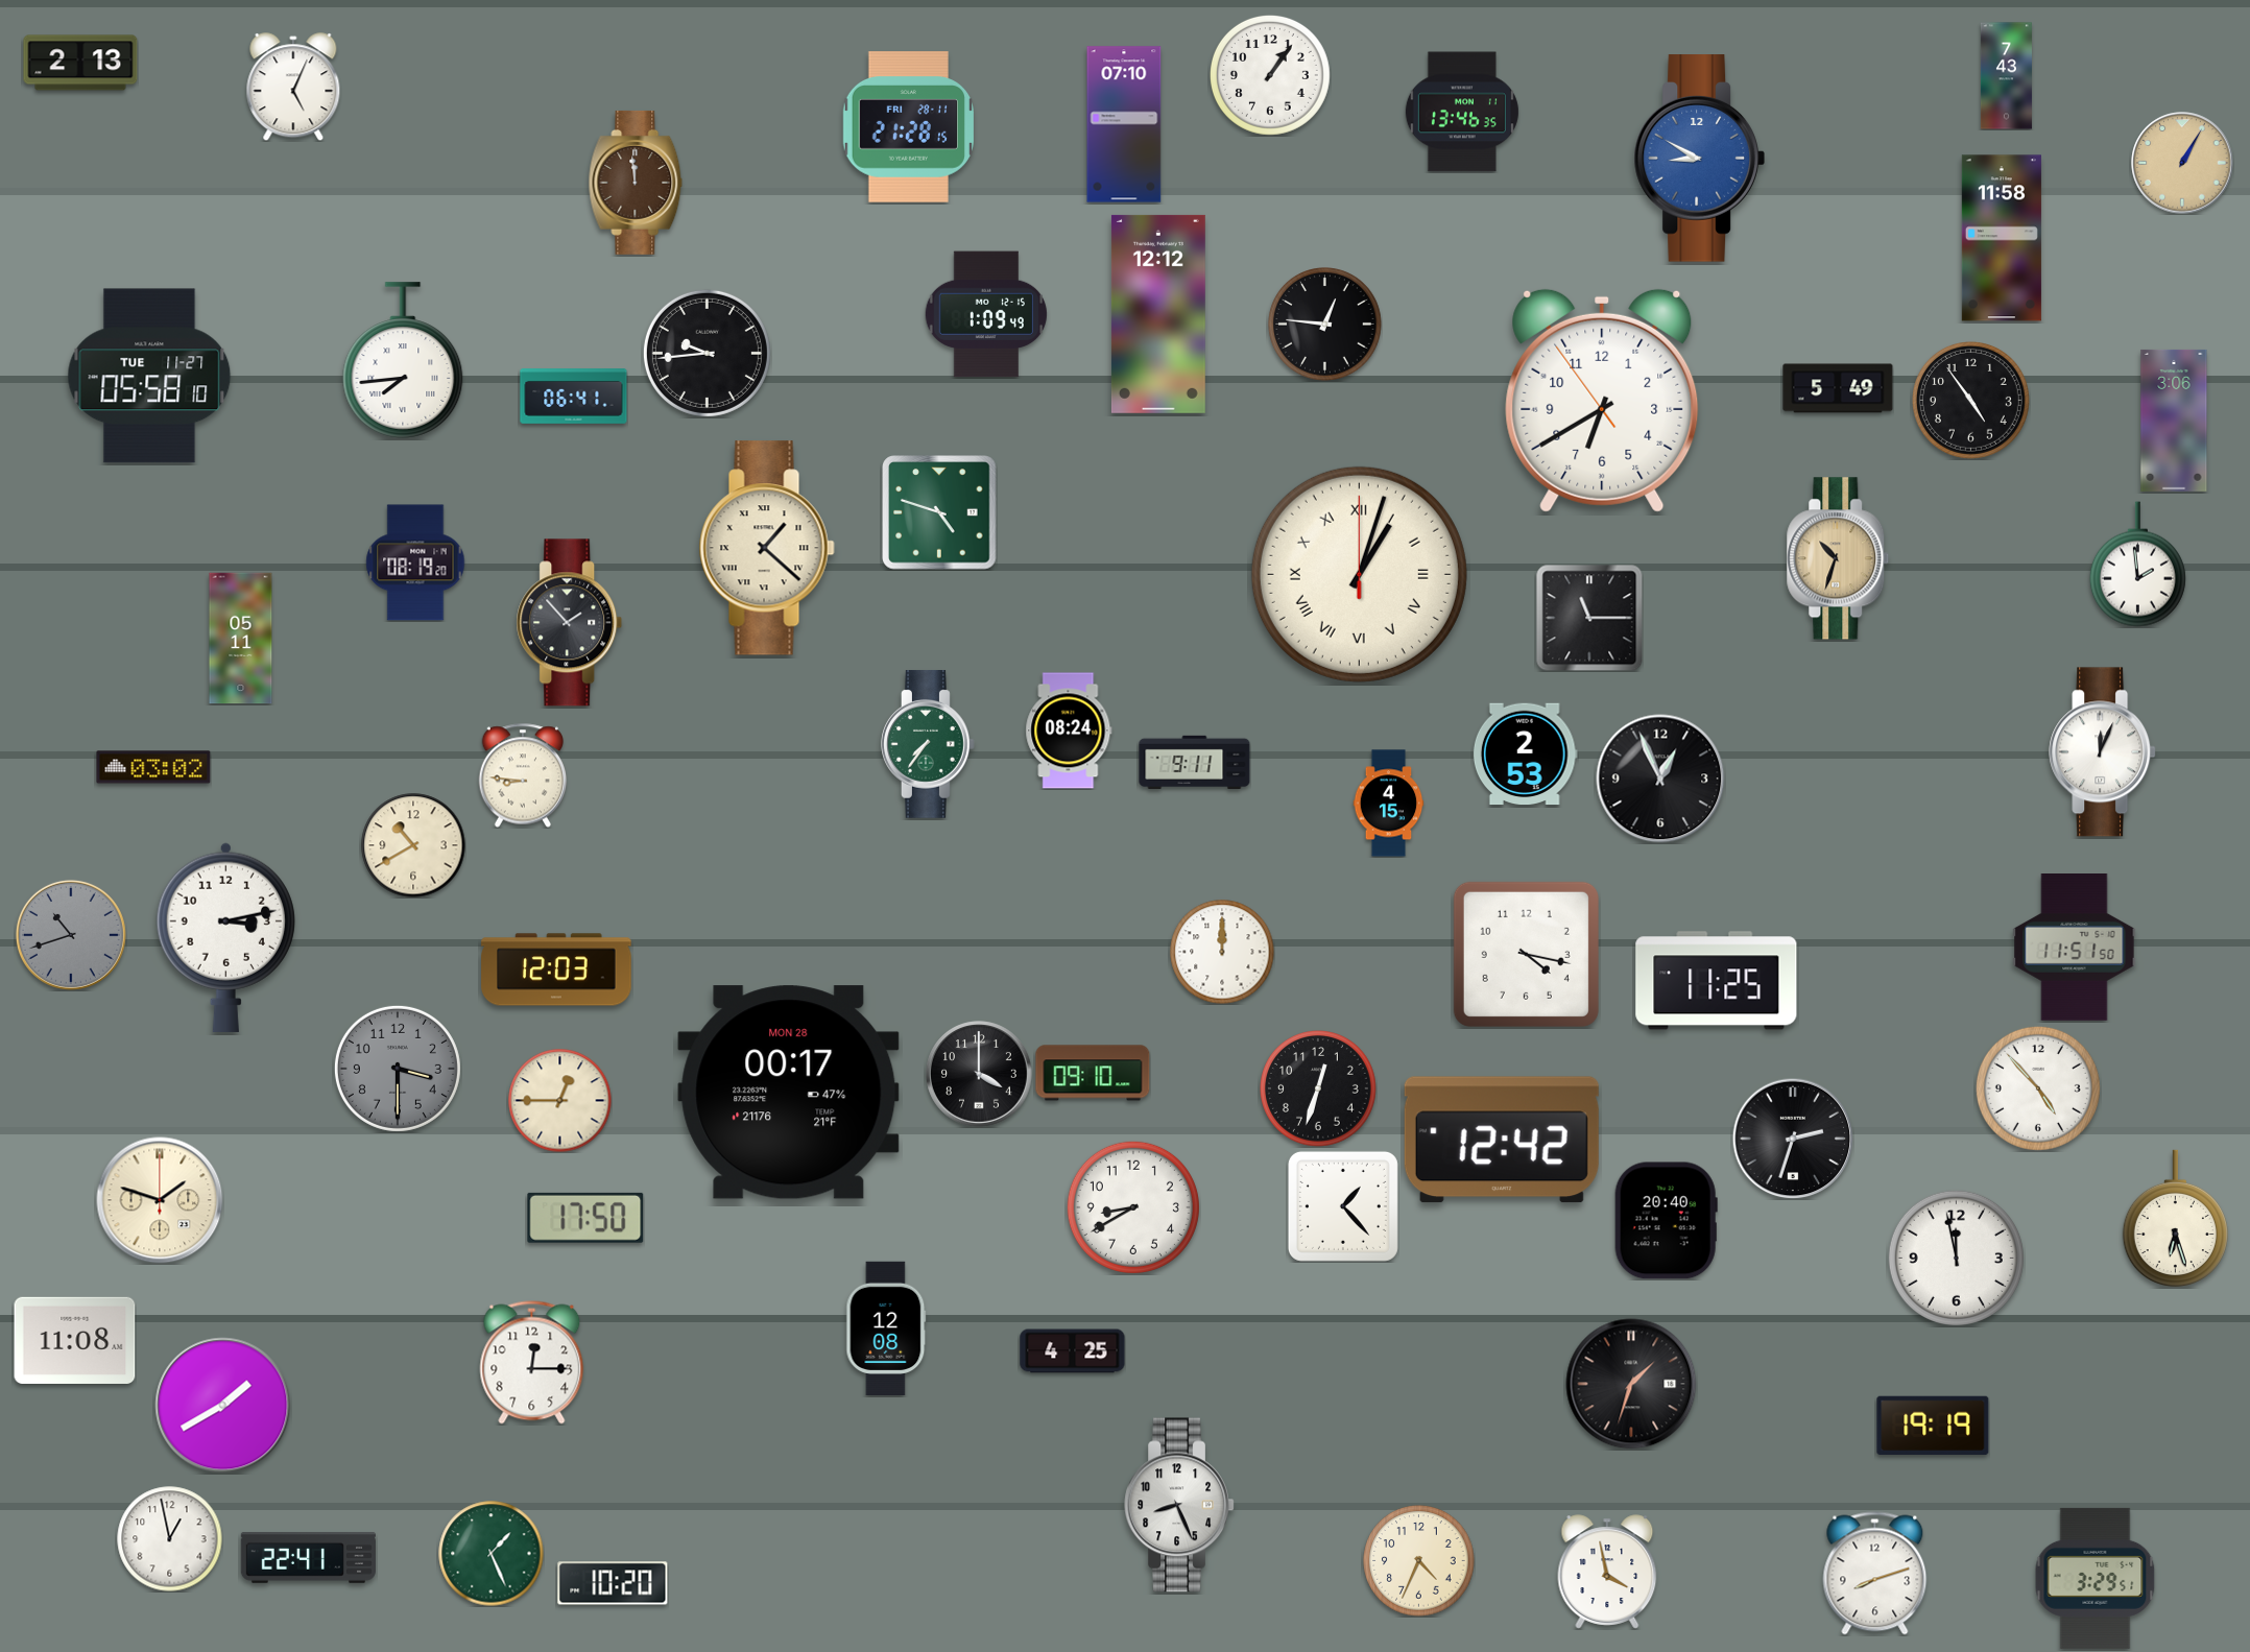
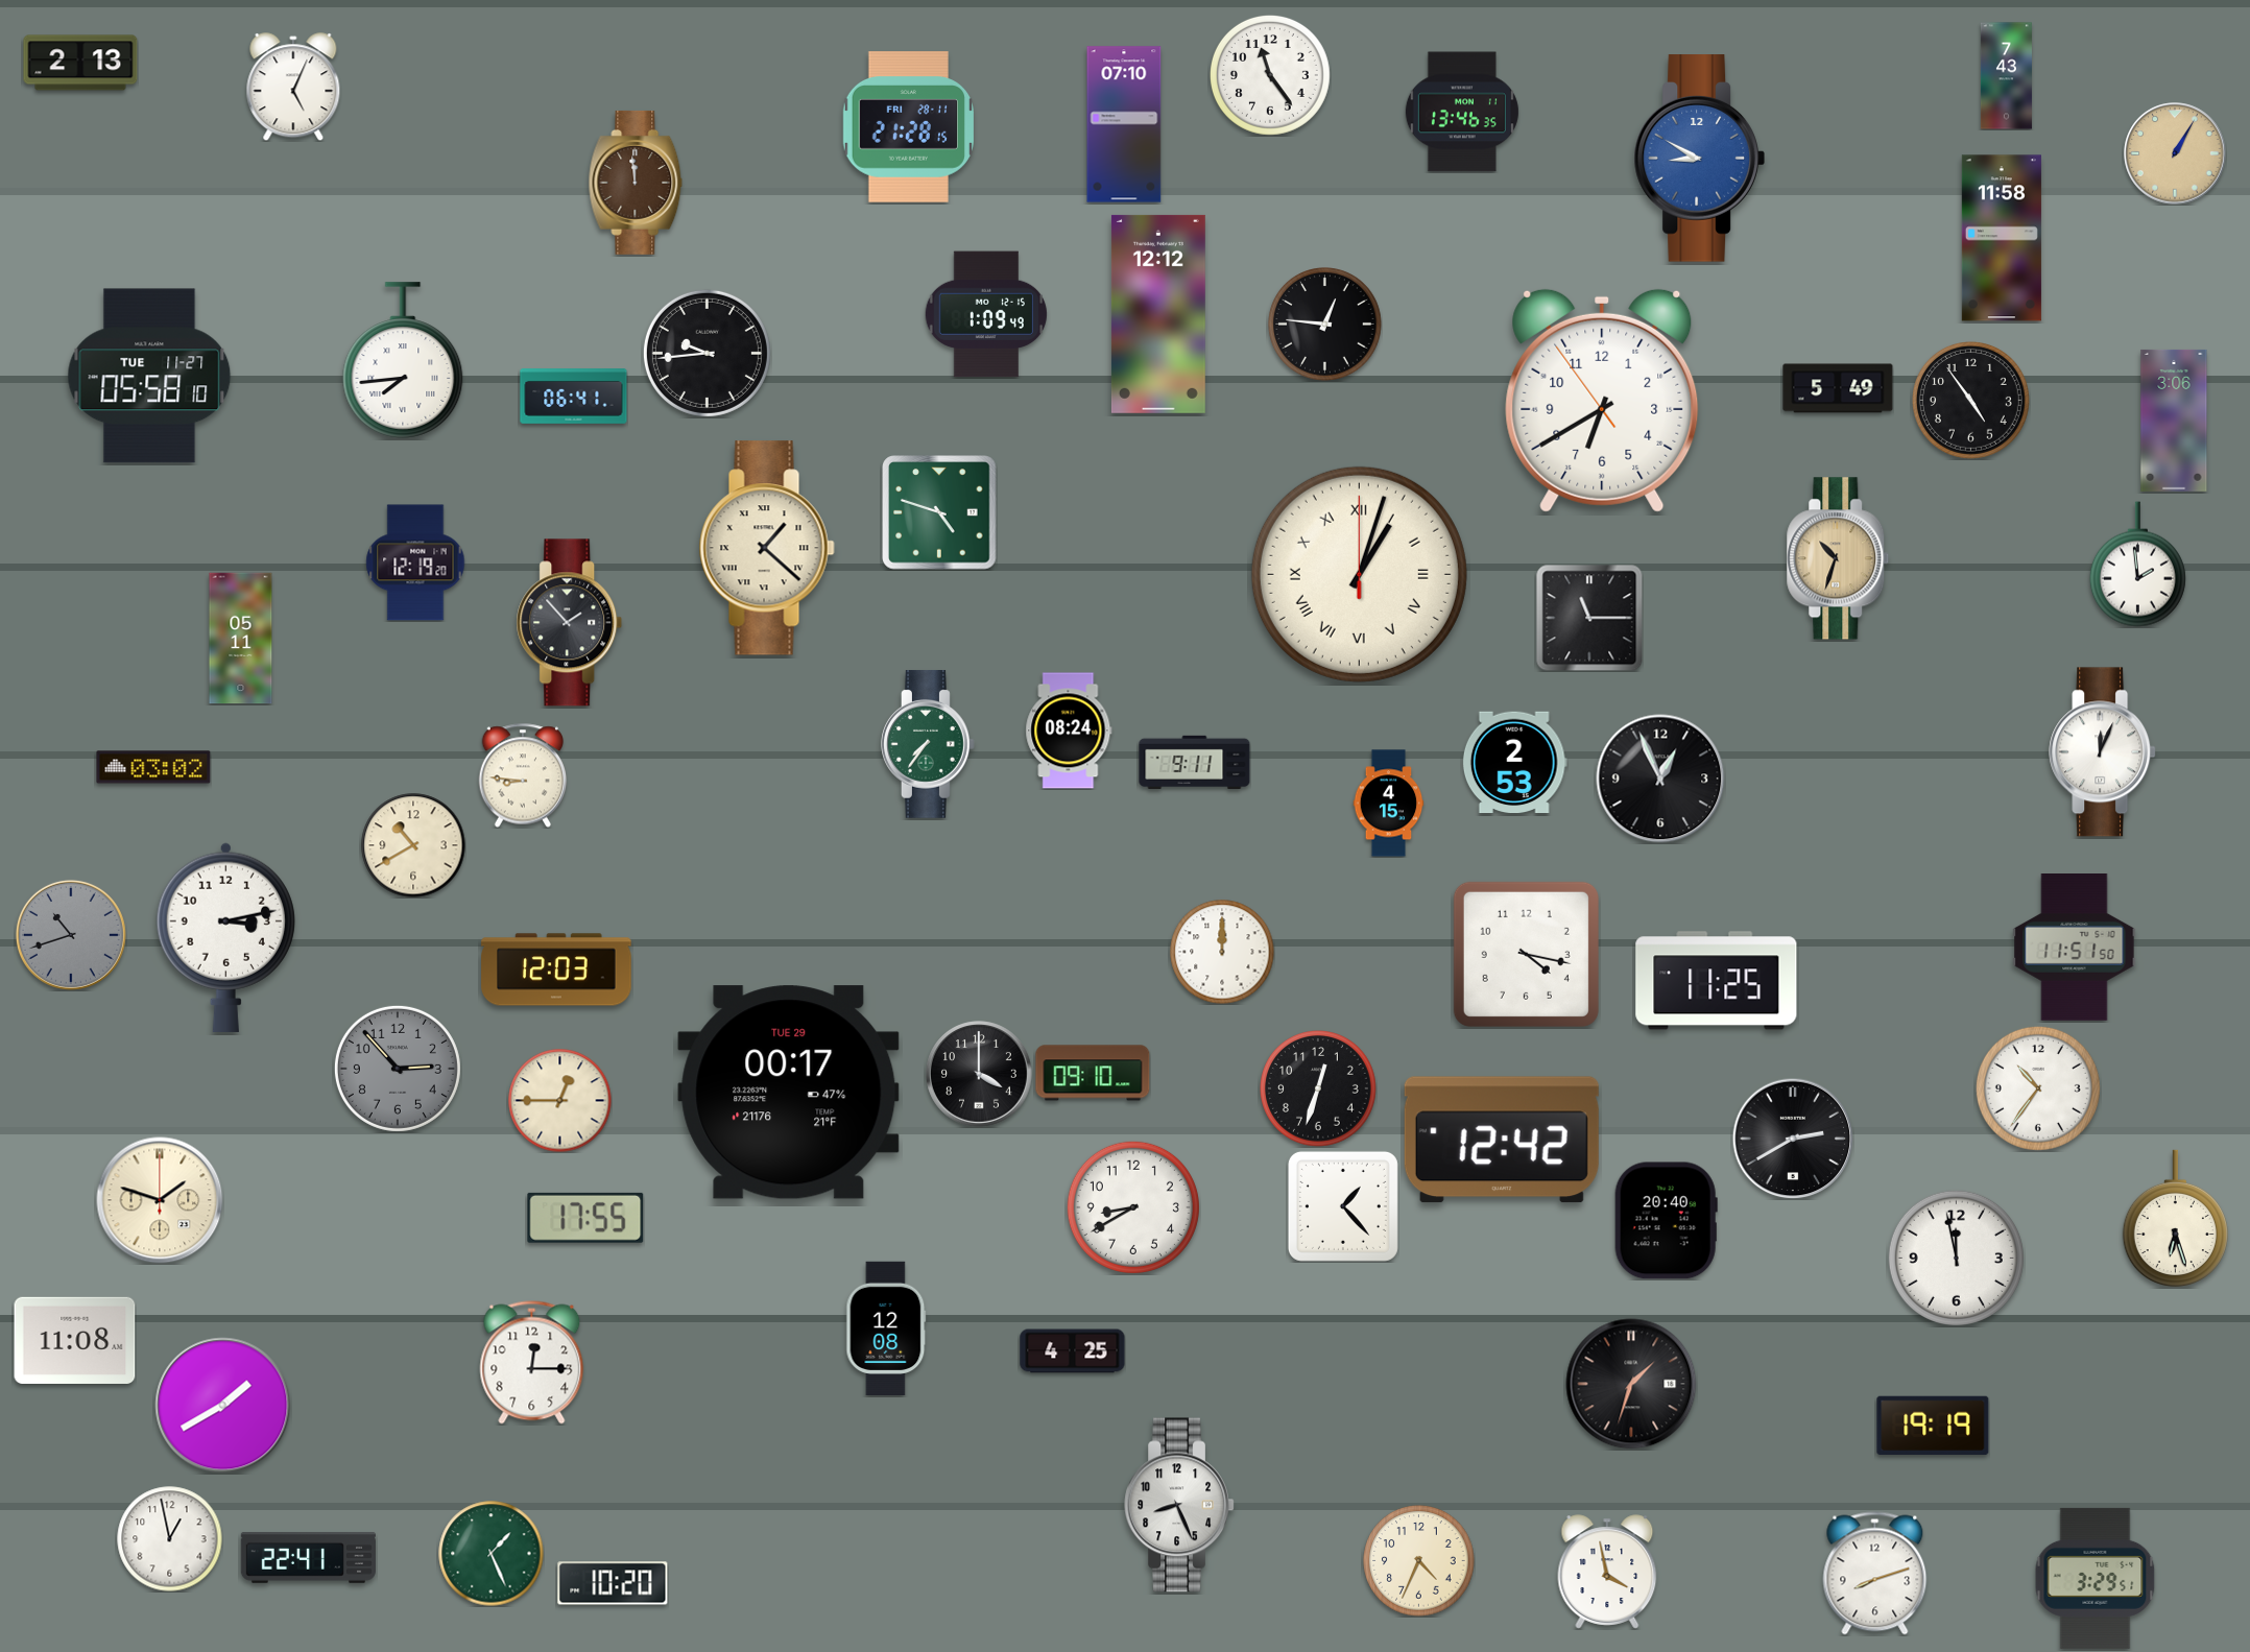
clock at (1270, 75): 1:06 -> 11:24
clock at (2182, 163) position: (2182, 163) -> (2175, 153)
clock at (415, 562): 08:19 -> 12:19
clock at (1525, 755) position: (1525, 755) -> (1514, 763)
clock at (398, 1069): 3:30 -> 2:53
clock at (2038, 1088): 4:53 -> 10:36
clock at (789, 1093) date: MON 28 -> TUE 29
clock at (1793, 1139): 2:33 -> 2:40
clock at (585, 1218): 17:50 -> 17:55
